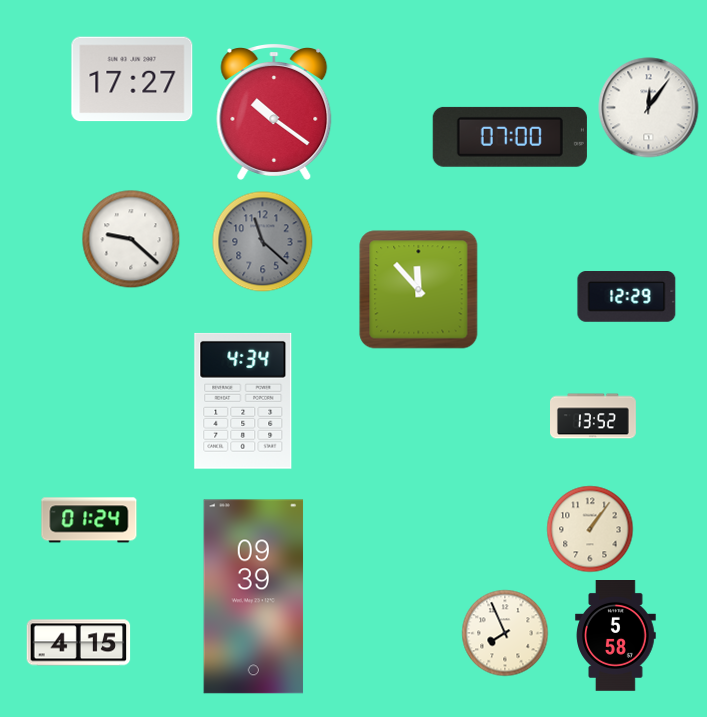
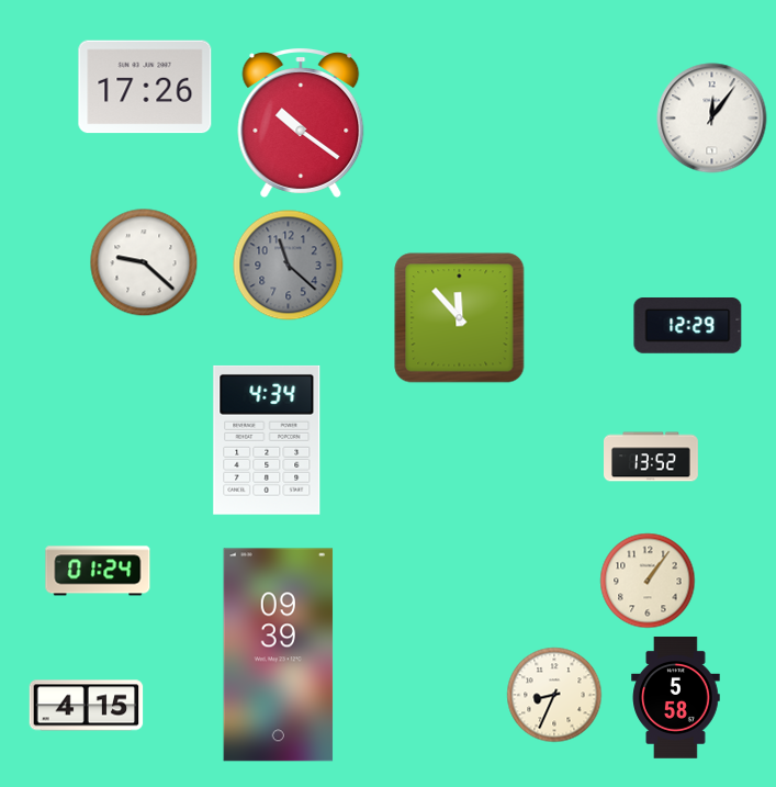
clock at (132, 79): 17:27 -> 17:26
clock at (510, 137): 07:00 -> none
clock at (505, 633): 7:56 -> 8:34
